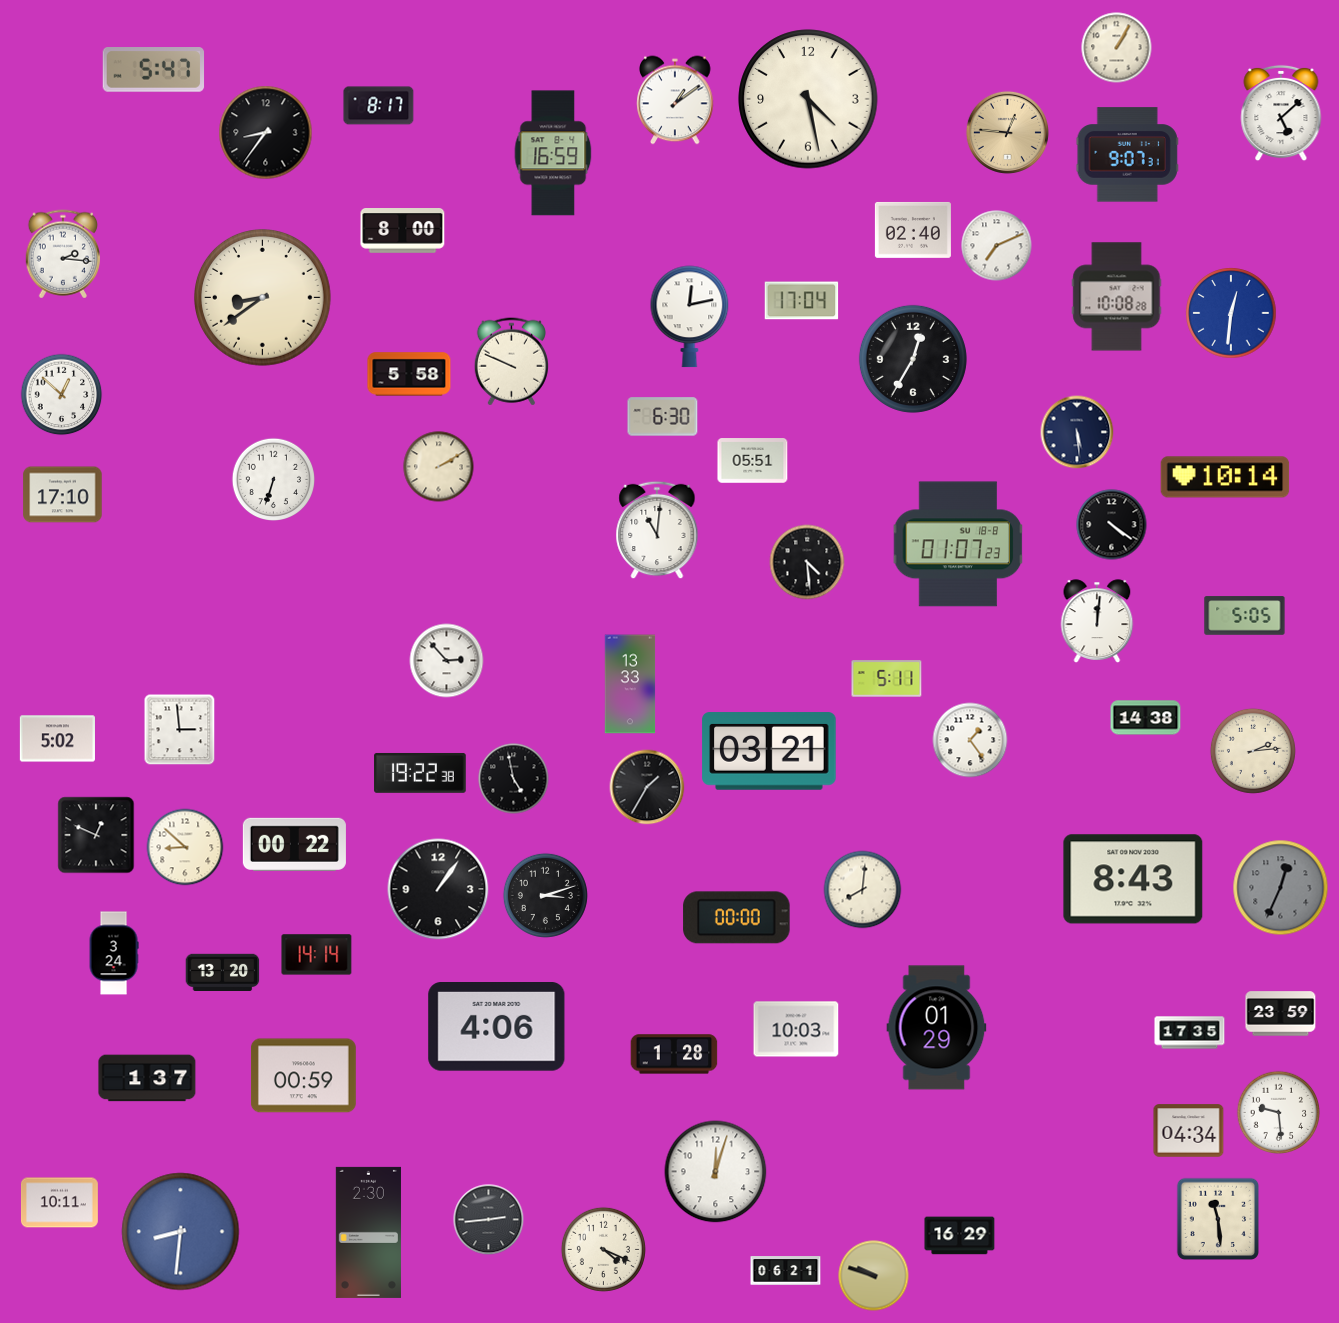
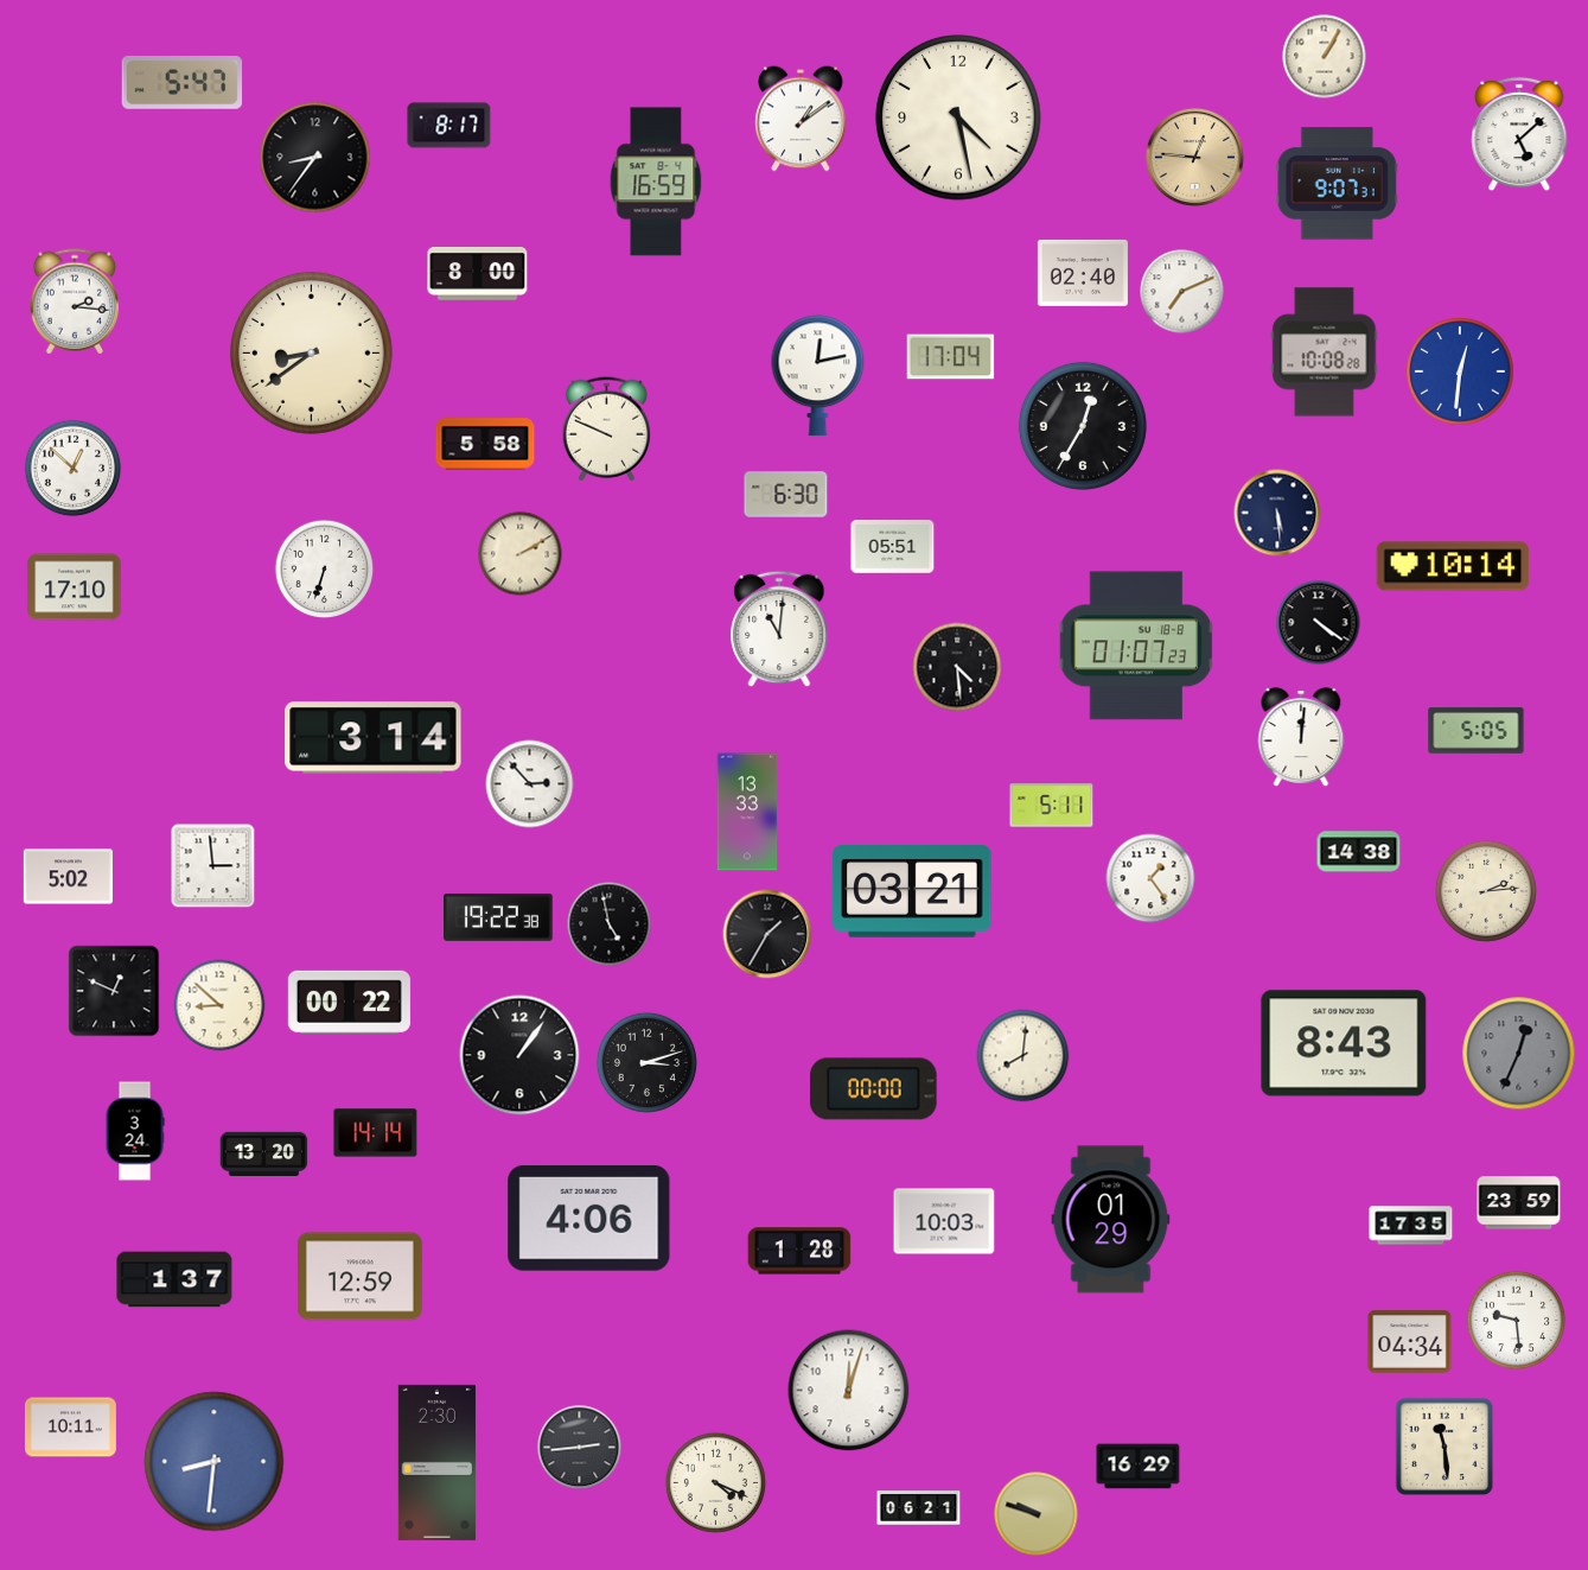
clock at (374, 738): none -> 3:14
clock at (303, 1076): 00:59 -> 12:59
clock at (786, 1271) position: (786, 1271) -> (919, 1508)
